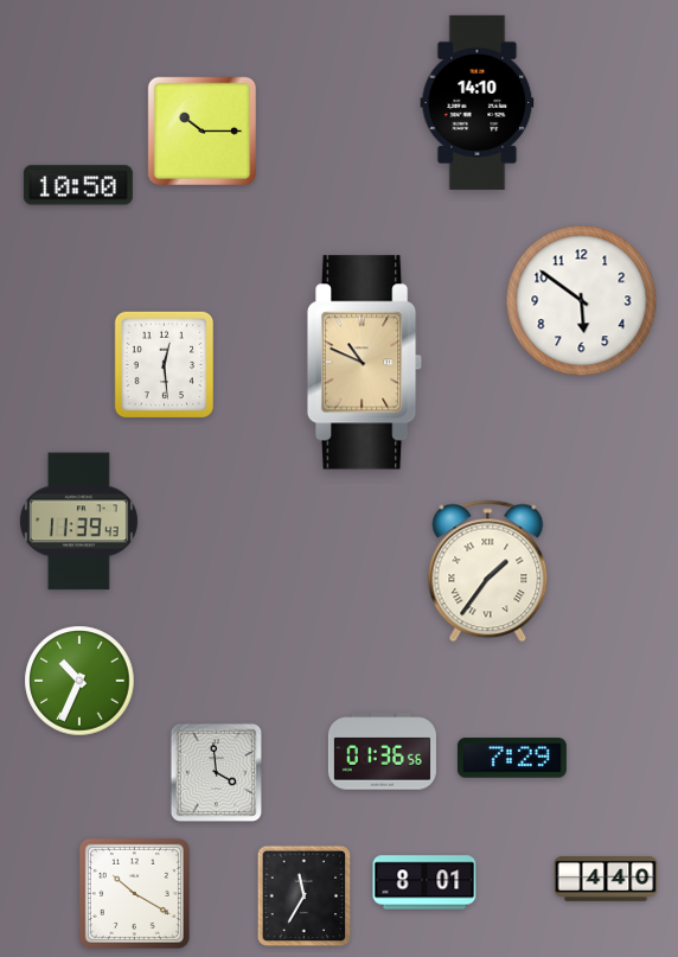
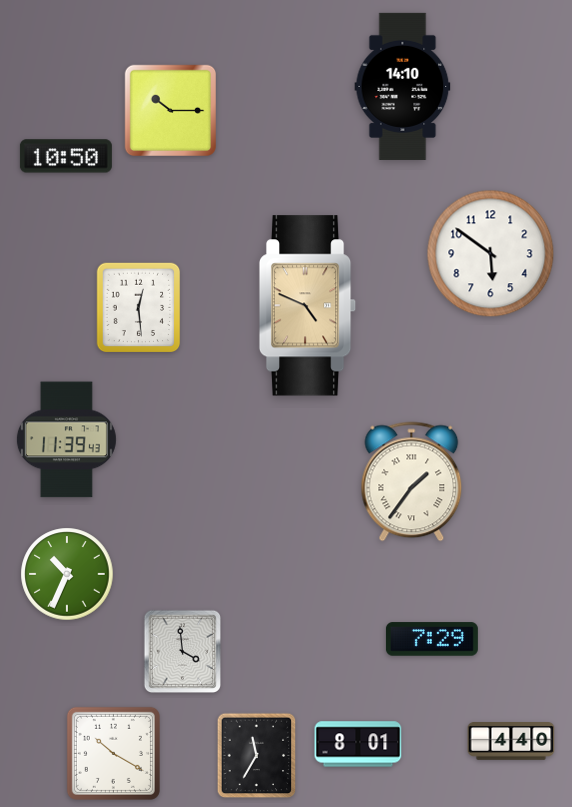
clock at (365, 363): 10:49 -> 4:49
clock at (382, 752): 01:36 -> none
